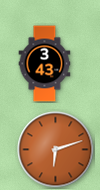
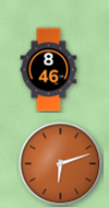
clock at (45, 64): 3:43 -> 8:46
